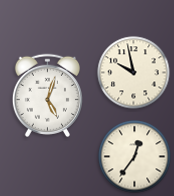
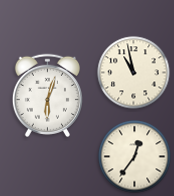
clock at (134, 73): 9:58 -> 10:58
clock at (47, 95): 5:03 -> 6:03
